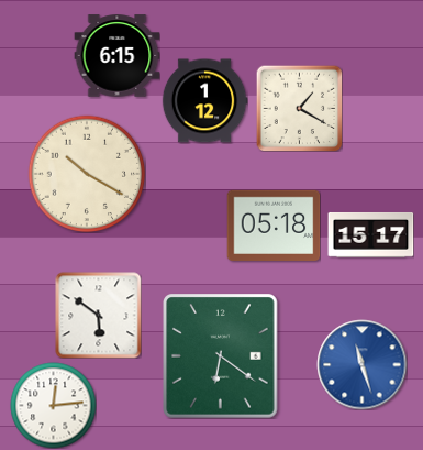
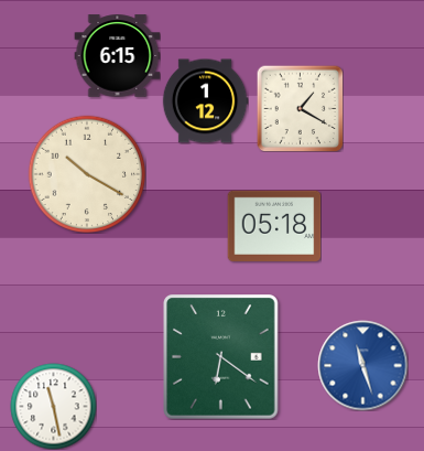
clock at (370, 234): 15:17 -> none
clock at (98, 315): 5:51 -> none
clock at (53, 405): 12:14 -> 11:28
